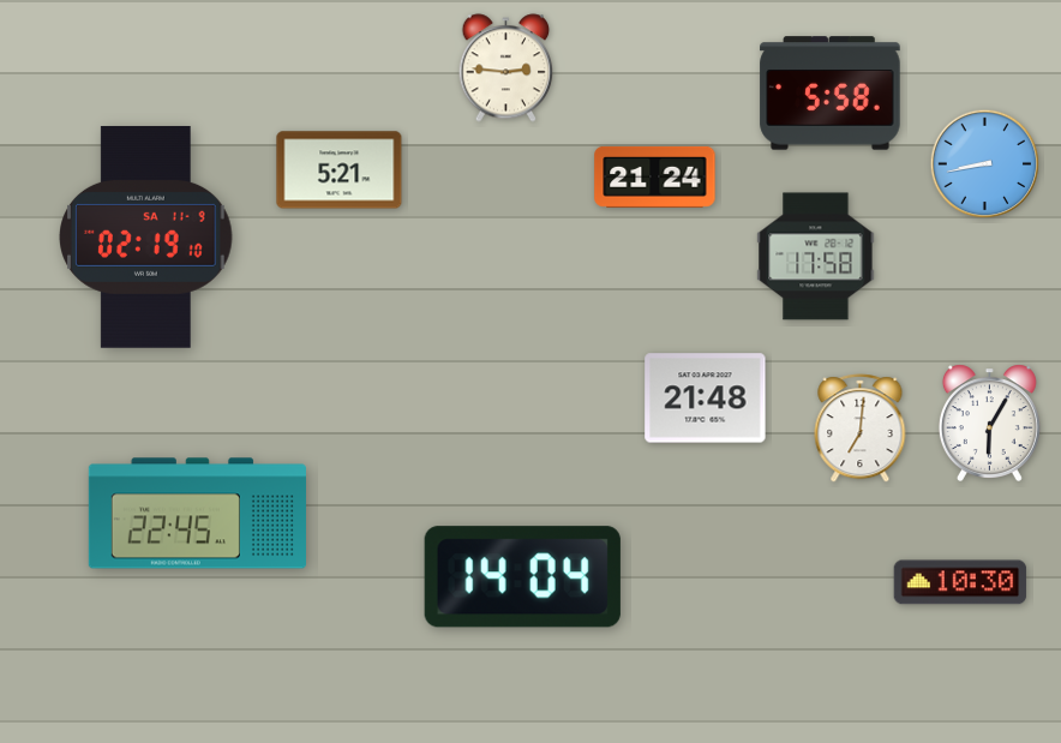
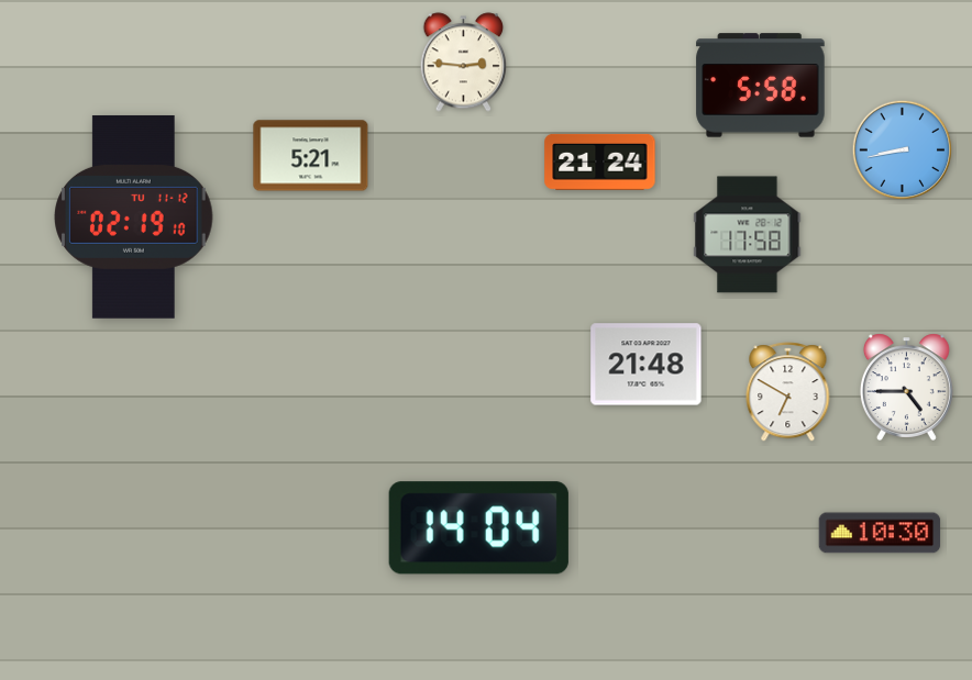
clock at (146, 236) date: SA 11-9 -> TU 11-12
clock at (989, 423): 6:05 -> 4:45
clock at (861, 429): 7:01 -> 6:50
clock at (197, 514): 22:45 -> none
